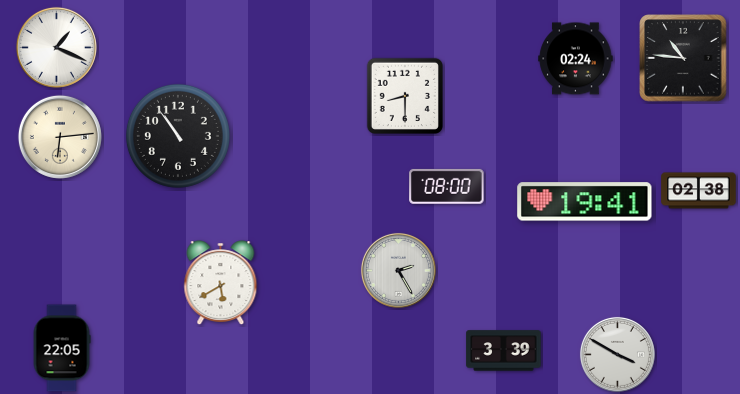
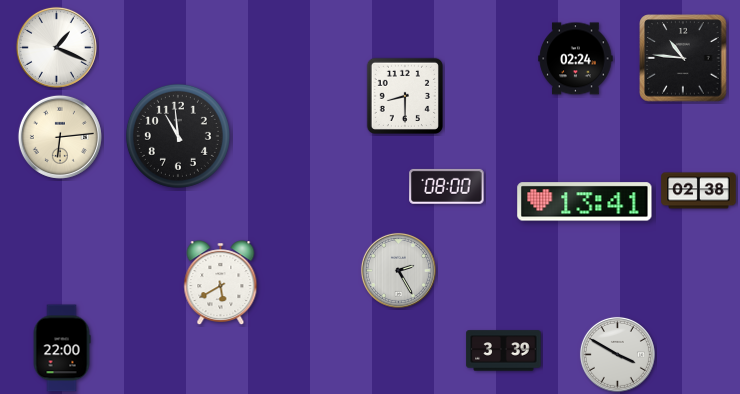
clock at (178, 136): 10:54 -> 10:59
clock at (585, 202): 19:41 -> 13:41
clock at (62, 348): 22:05 -> 22:00
